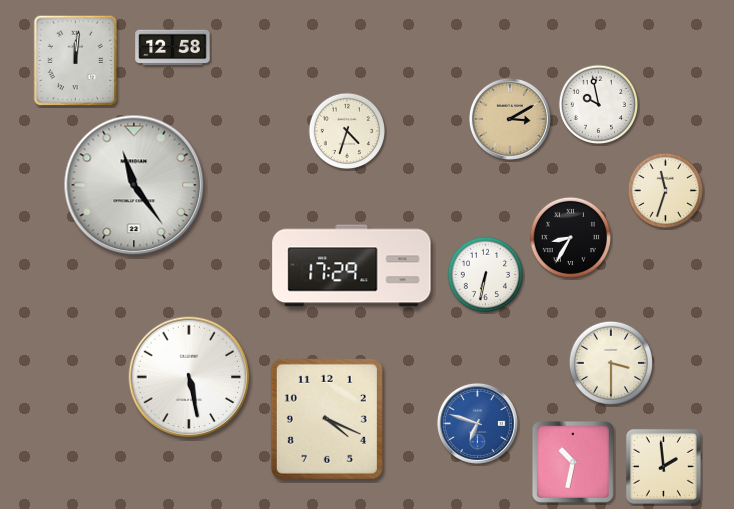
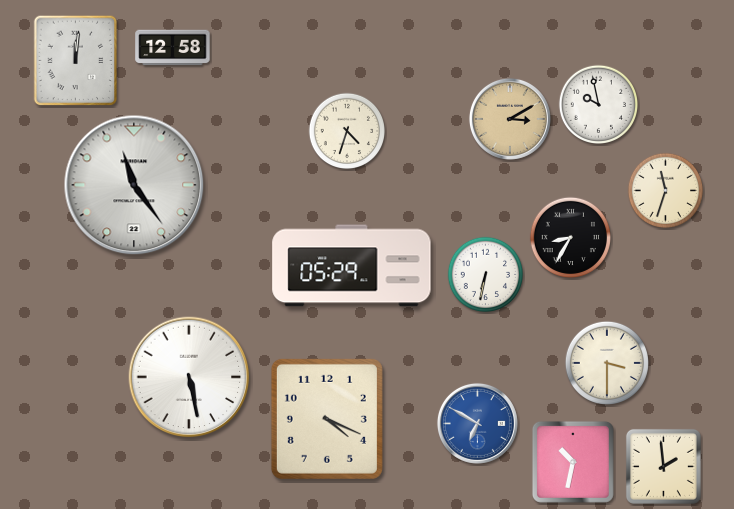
clock at (352, 266): 17:29 -> 05:29
clock at (611, 363) position: (611, 363) -> (607, 363)
clock at (477, 423): 6:48 -> 6:50
